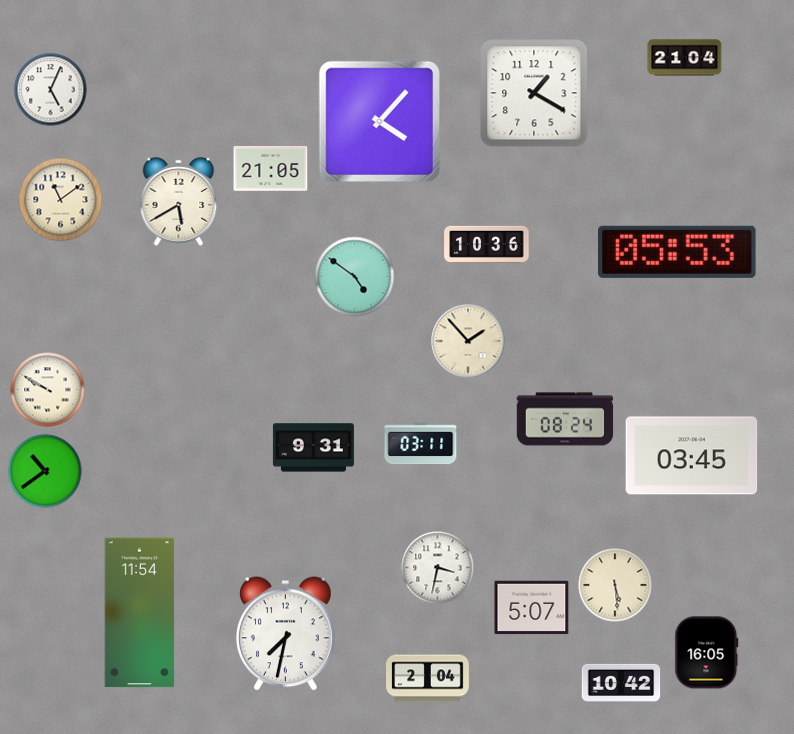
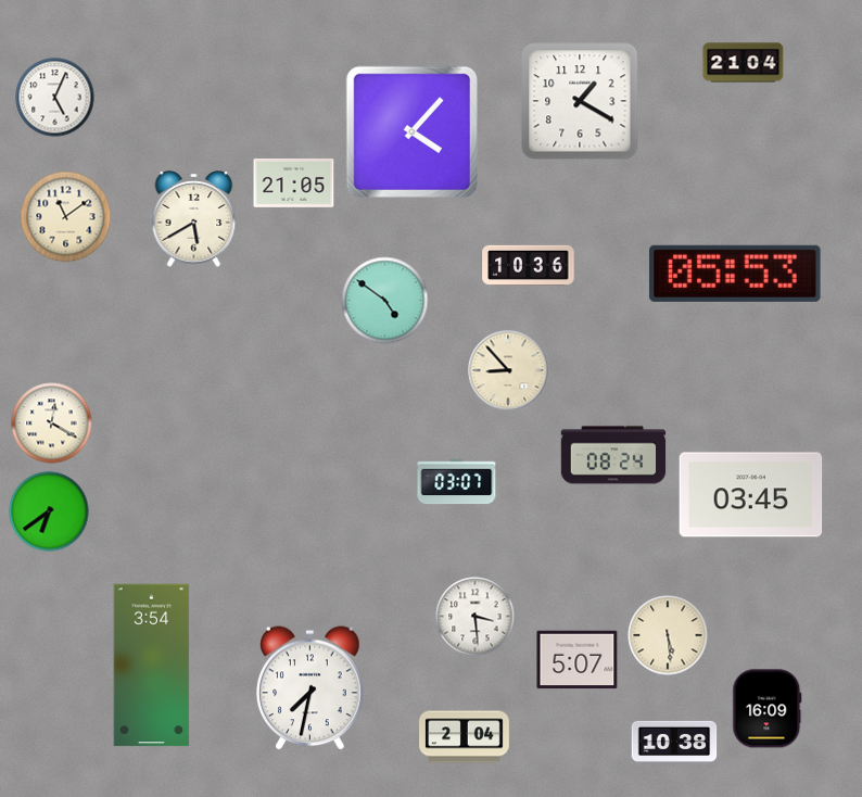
clock at (468, 341): 1:53 -> 8:53
clock at (48, 390): 9:50 -> 12:20
clock at (421, 444): 03:11 -> 03:07
clock at (313, 448): 9:31 -> none
clock at (45, 471): 10:39 -> 6:39
clock at (438, 568): 3:32 -> 3:29
clock at (140, 613): 11:54 -> 3:54
clock at (707, 653): 16:05 -> 16:09
clock at (621, 684): 10:42 -> 10:38
